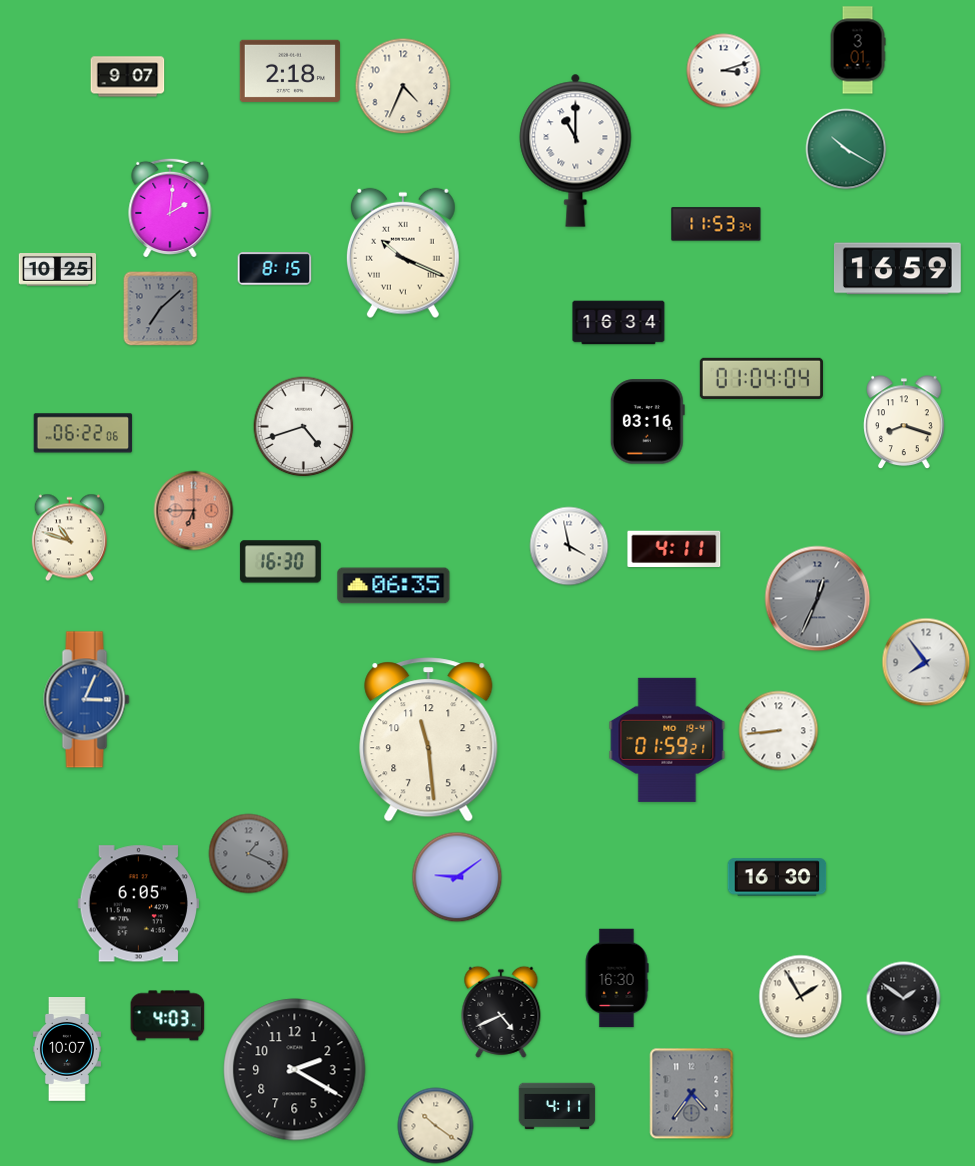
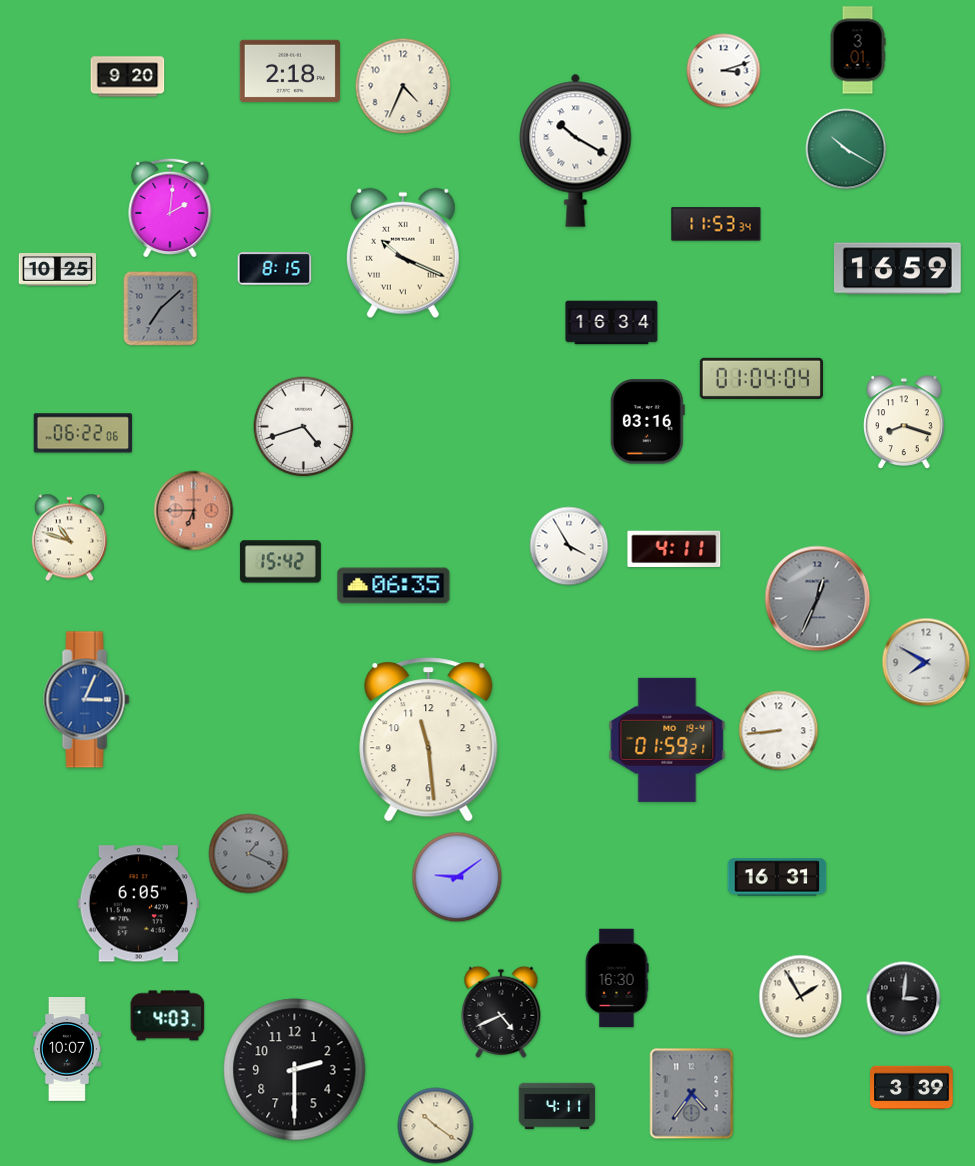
clock at (128, 77): 9:07 -> 9:20
clock at (576, 150): 11:00 -> 10:20
clock at (619, 323) position: (619, 323) -> (612, 323)
clock at (569, 546): 3:58 -> 3:55
clock at (280, 562): 16:30 -> 15:42
clock at (926, 662): 7:54 -> 7:50
clock at (777, 877): 16:30 -> 16:31
clock at (904, 999): 1:51 -> 3:01
clock at (295, 1070): 2:20 -> 2:30
clock at (912, 1088): none -> 3:39
